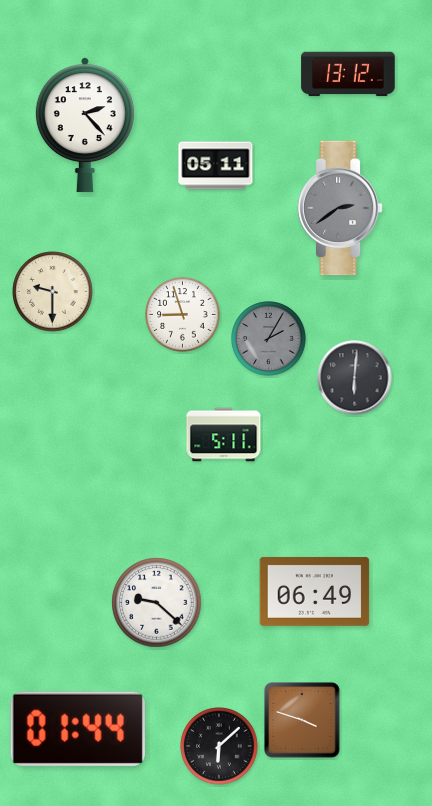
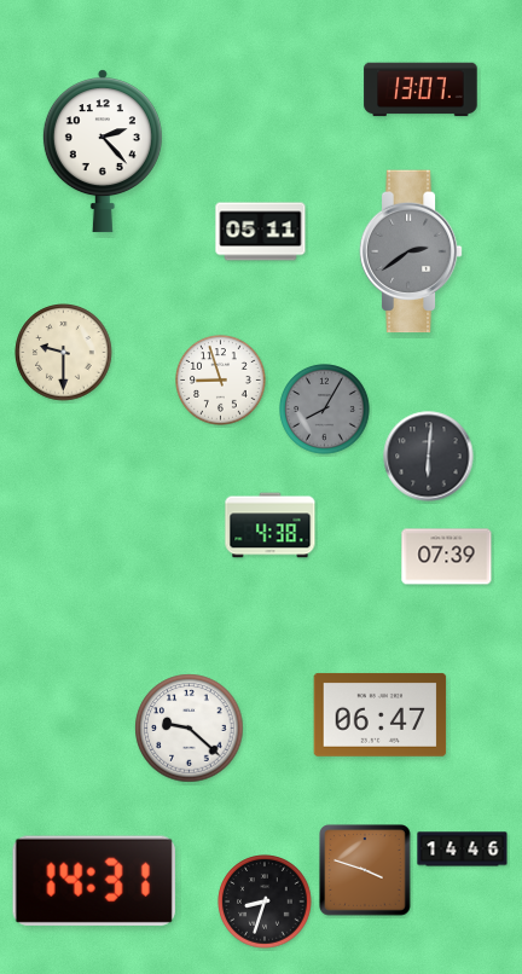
clock at (348, 74): 13:12 -> 13:07
clock at (216, 166) position: (216, 166) -> (261, 232)
clock at (269, 339): 2:05 -> 8:05
clock at (224, 435): 5:11 -> 4:38
clock at (447, 557): none -> 07:39
clock at (315, 591): 06:49 -> 06:47
clock at (463, 850): none -> 14:46
clock at (78, 729): 01:44 -> 14:31
clock at (219, 746): 6:08 -> 8:33
